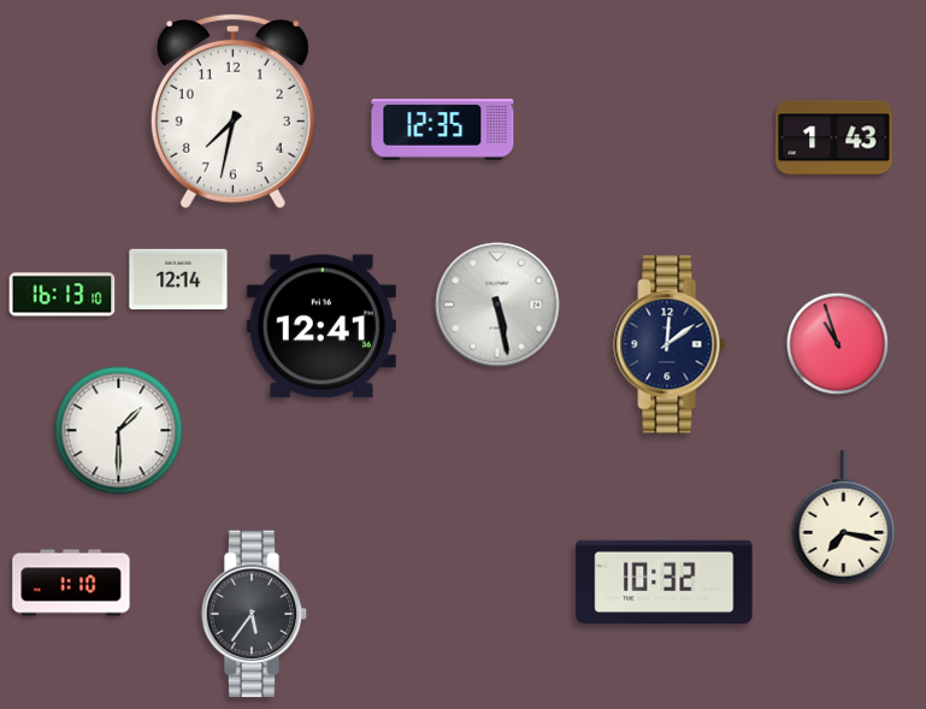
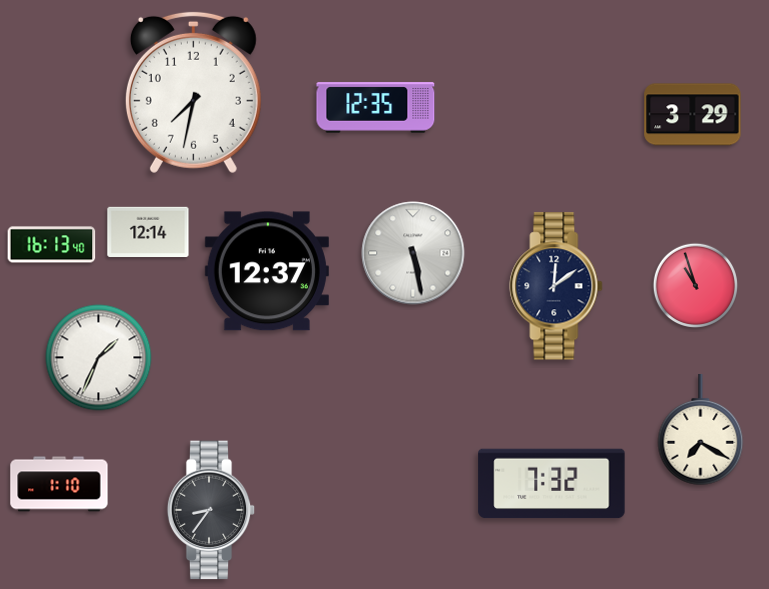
clock at (443, 130) position: (443, 130) -> (376, 108)
clock at (834, 138): 1:43 -> 3:29
clock at (63, 295): 16:13:10 -> 16:13:40
clock at (322, 326): 12:41 -> 12:37
clock at (119, 431): 1:30 -> 1:34
clock at (844, 519): 7:17 -> 7:20
clock at (665, 583): 10:32 -> 7:32
clock at (254, 614): 5:36 -> 8:36
